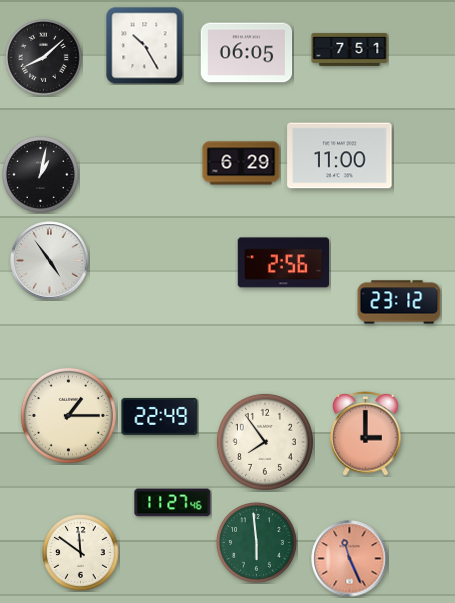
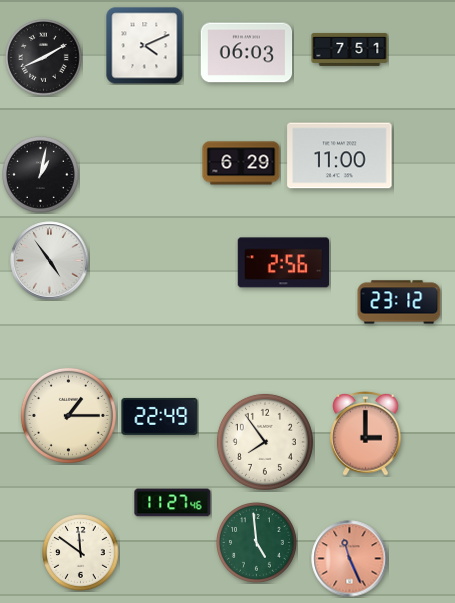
clock at (145, 46): 10:25 -> 4:11
clock at (247, 53): 06:05 -> 06:03
clock at (44, 58): 8:08 -> 8:10
clock at (257, 543): 5:59 -> 4:59
